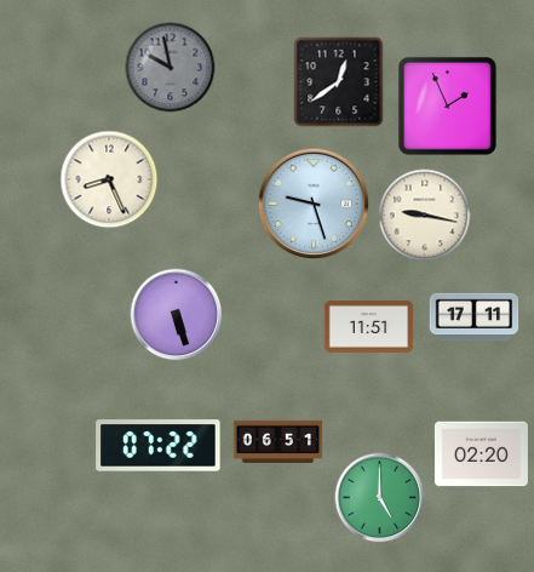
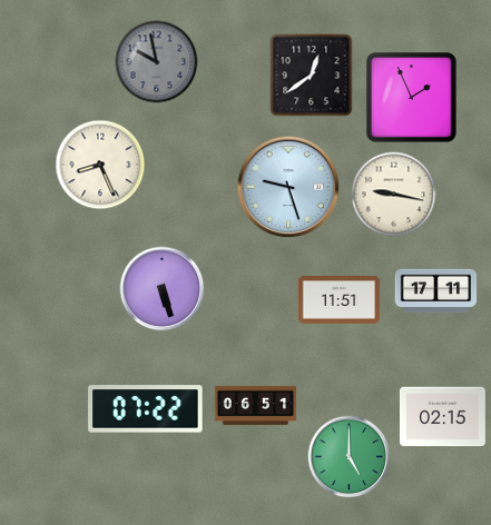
clock at (425, 216) position: (425, 216) -> (394, 195)
clock at (481, 454): 02:20 -> 02:15
